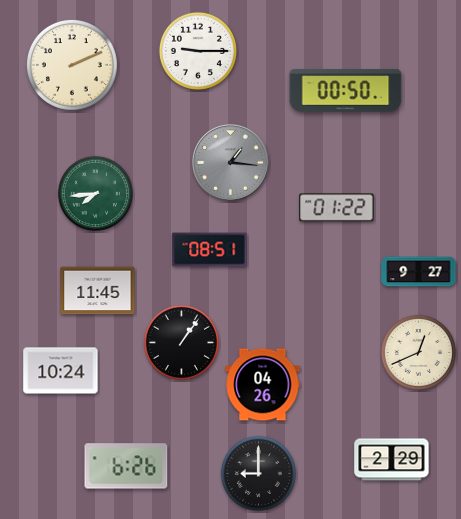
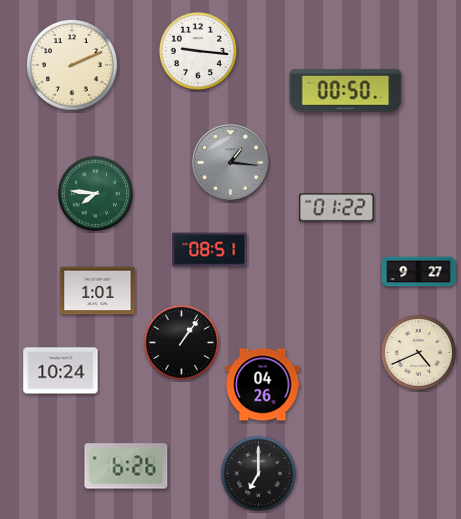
clock at (198, 51): 9:15 -> 9:16
clock at (95, 193): 7:44 -> 7:46
clock at (98, 291): 11:45 -> 1:01
clock at (418, 352): 12:41 -> 4:41
clock at (392, 460): 2:29 -> none
clock at (258, 473): 9:00 -> 7:00
